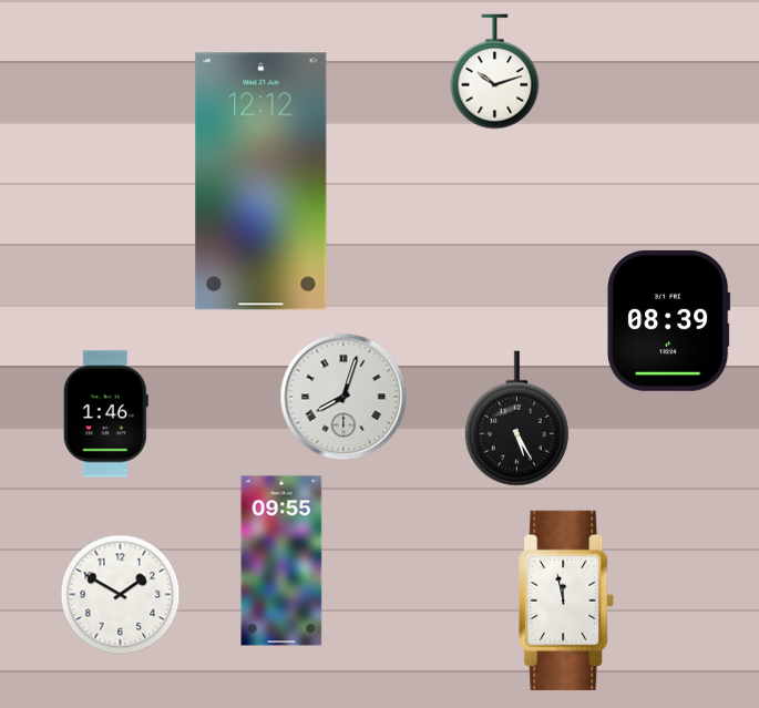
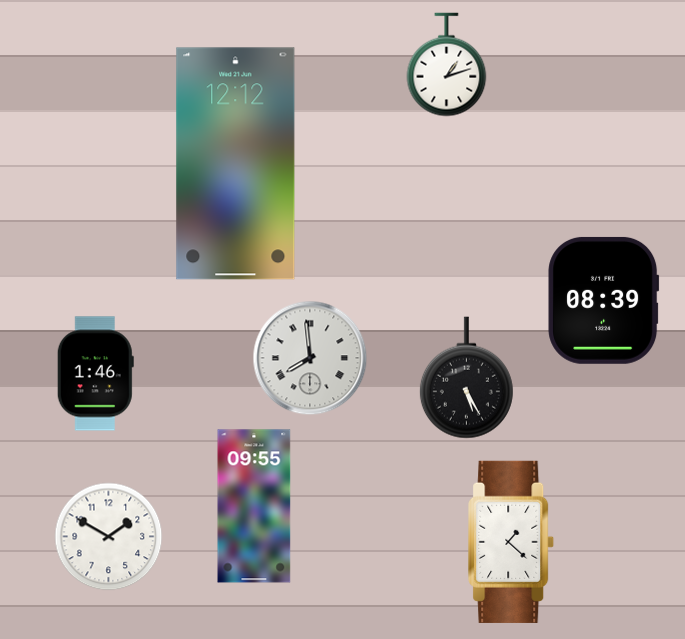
clock at (495, 72): 10:12 -> 1:12
clock at (669, 320) position: (669, 320) -> (604, 300)
clock at (343, 397): 8:03 -> 7:59
clock at (567, 601): 11:58 -> 1:22
